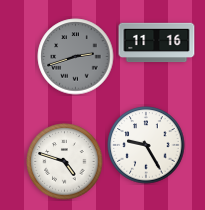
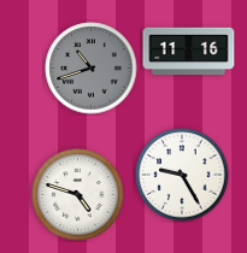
clock at (76, 57): 2:42 -> 10:42
clock at (146, 145) position: (146, 145) -> (182, 175)
